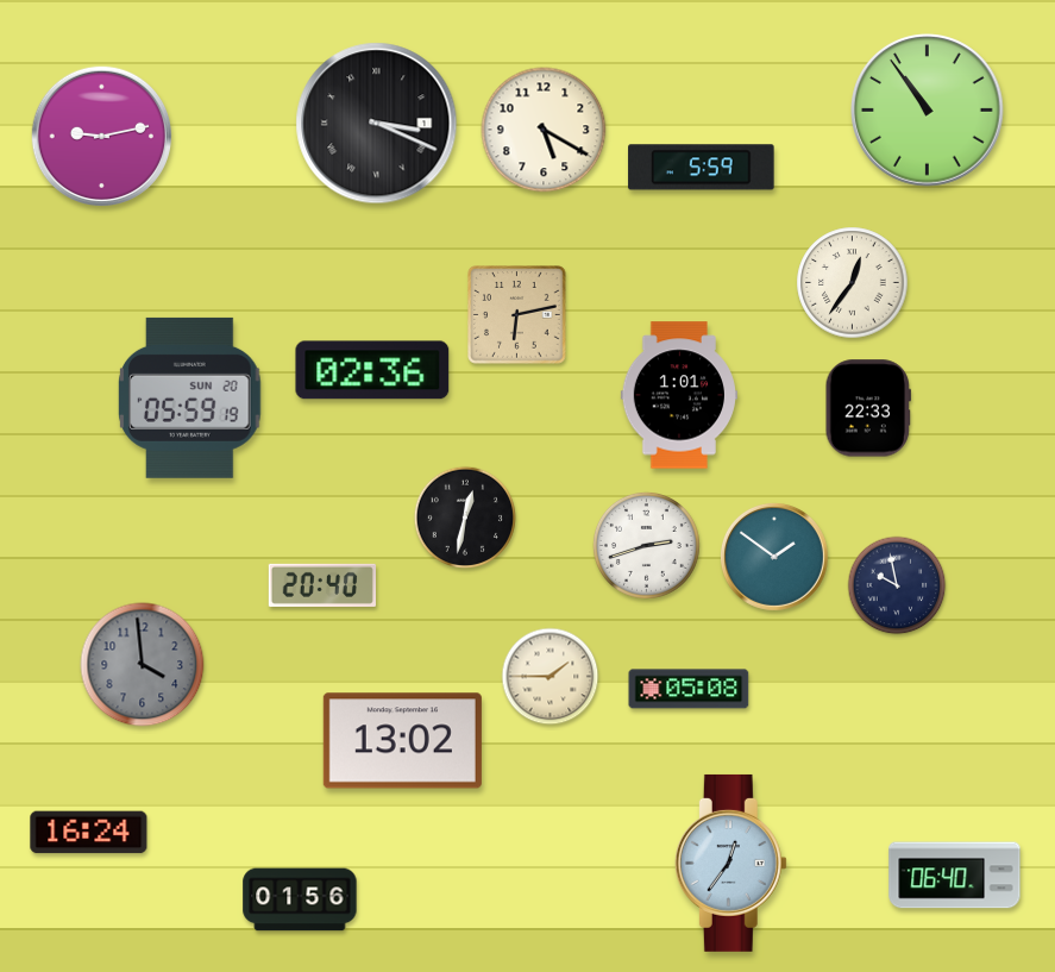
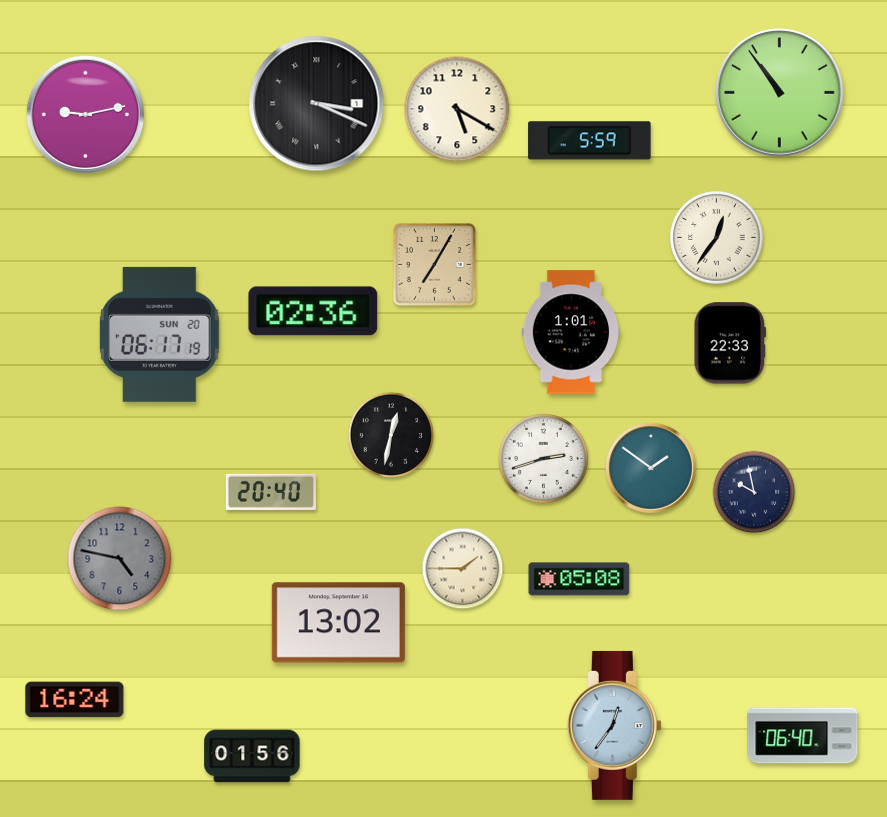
clock at (517, 315): 6:13 -> 7:05
clock at (190, 397): 05:59 -> 06:17
clock at (143, 665): 3:59 -> 4:47
